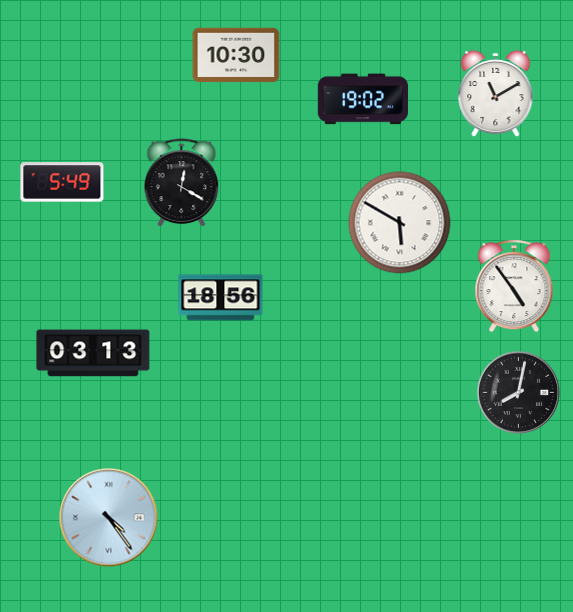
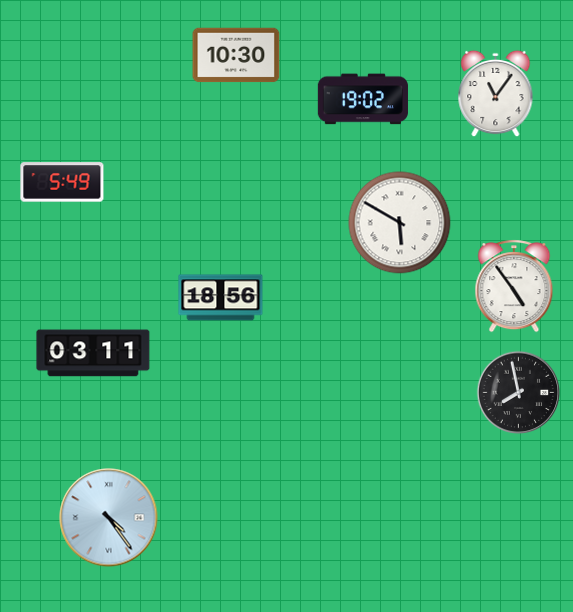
clock at (496, 94): 11:10 -> 11:06
clock at (182, 182): 12:20 -> none
clock at (93, 353): 03:13 -> 03:11
clock at (519, 393): 8:02 -> 7:58
